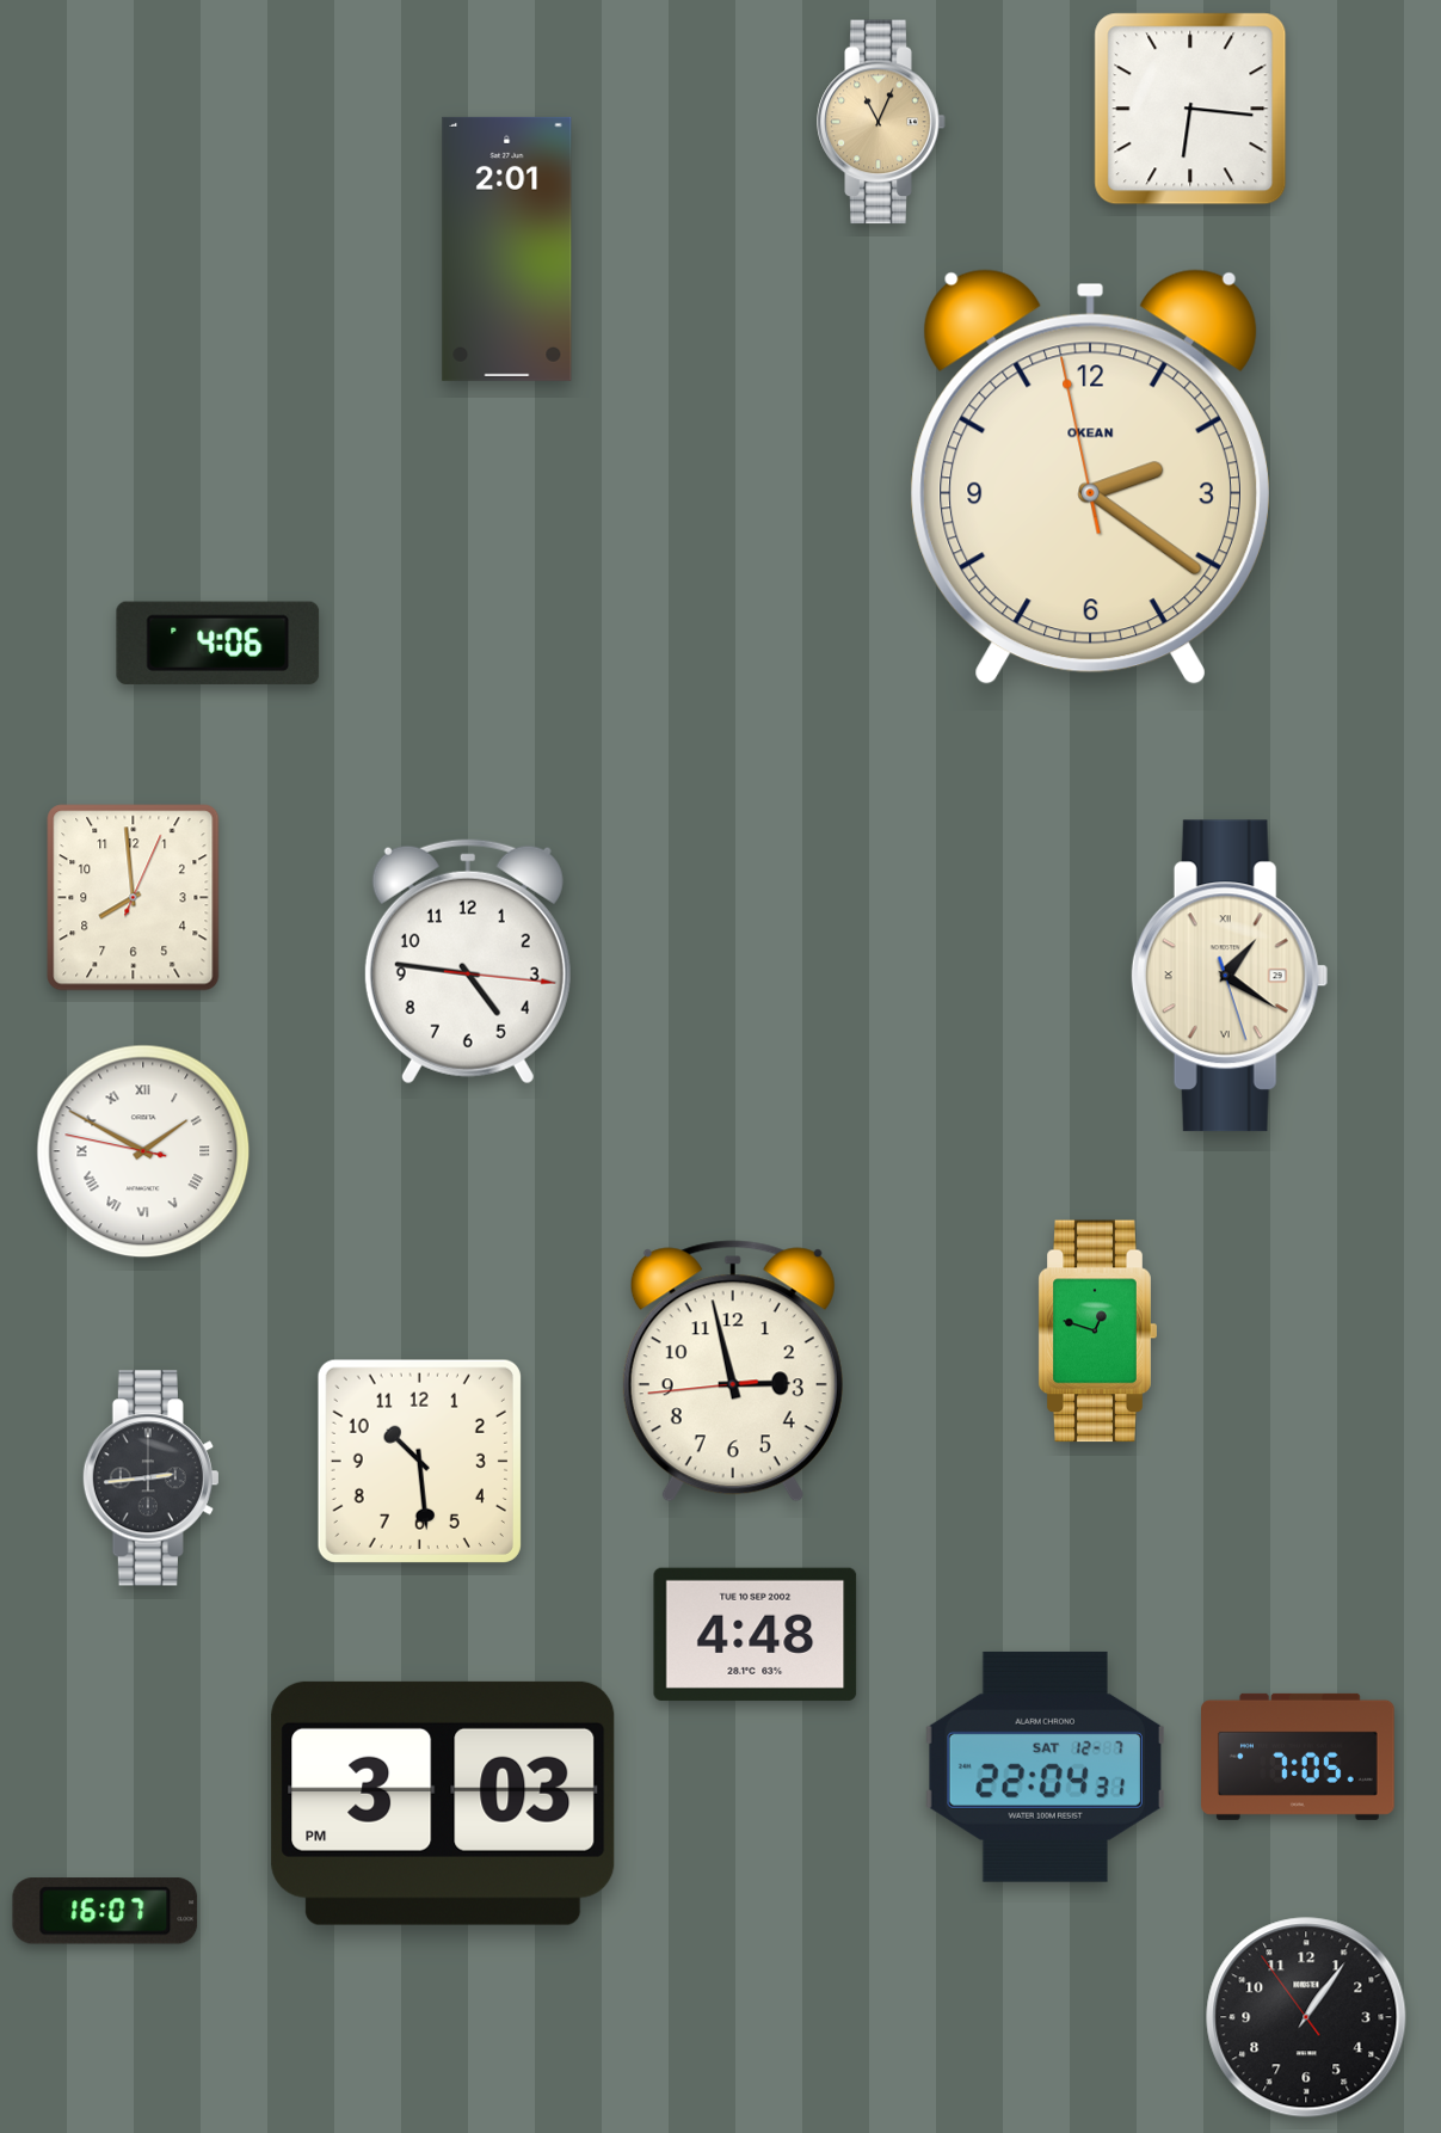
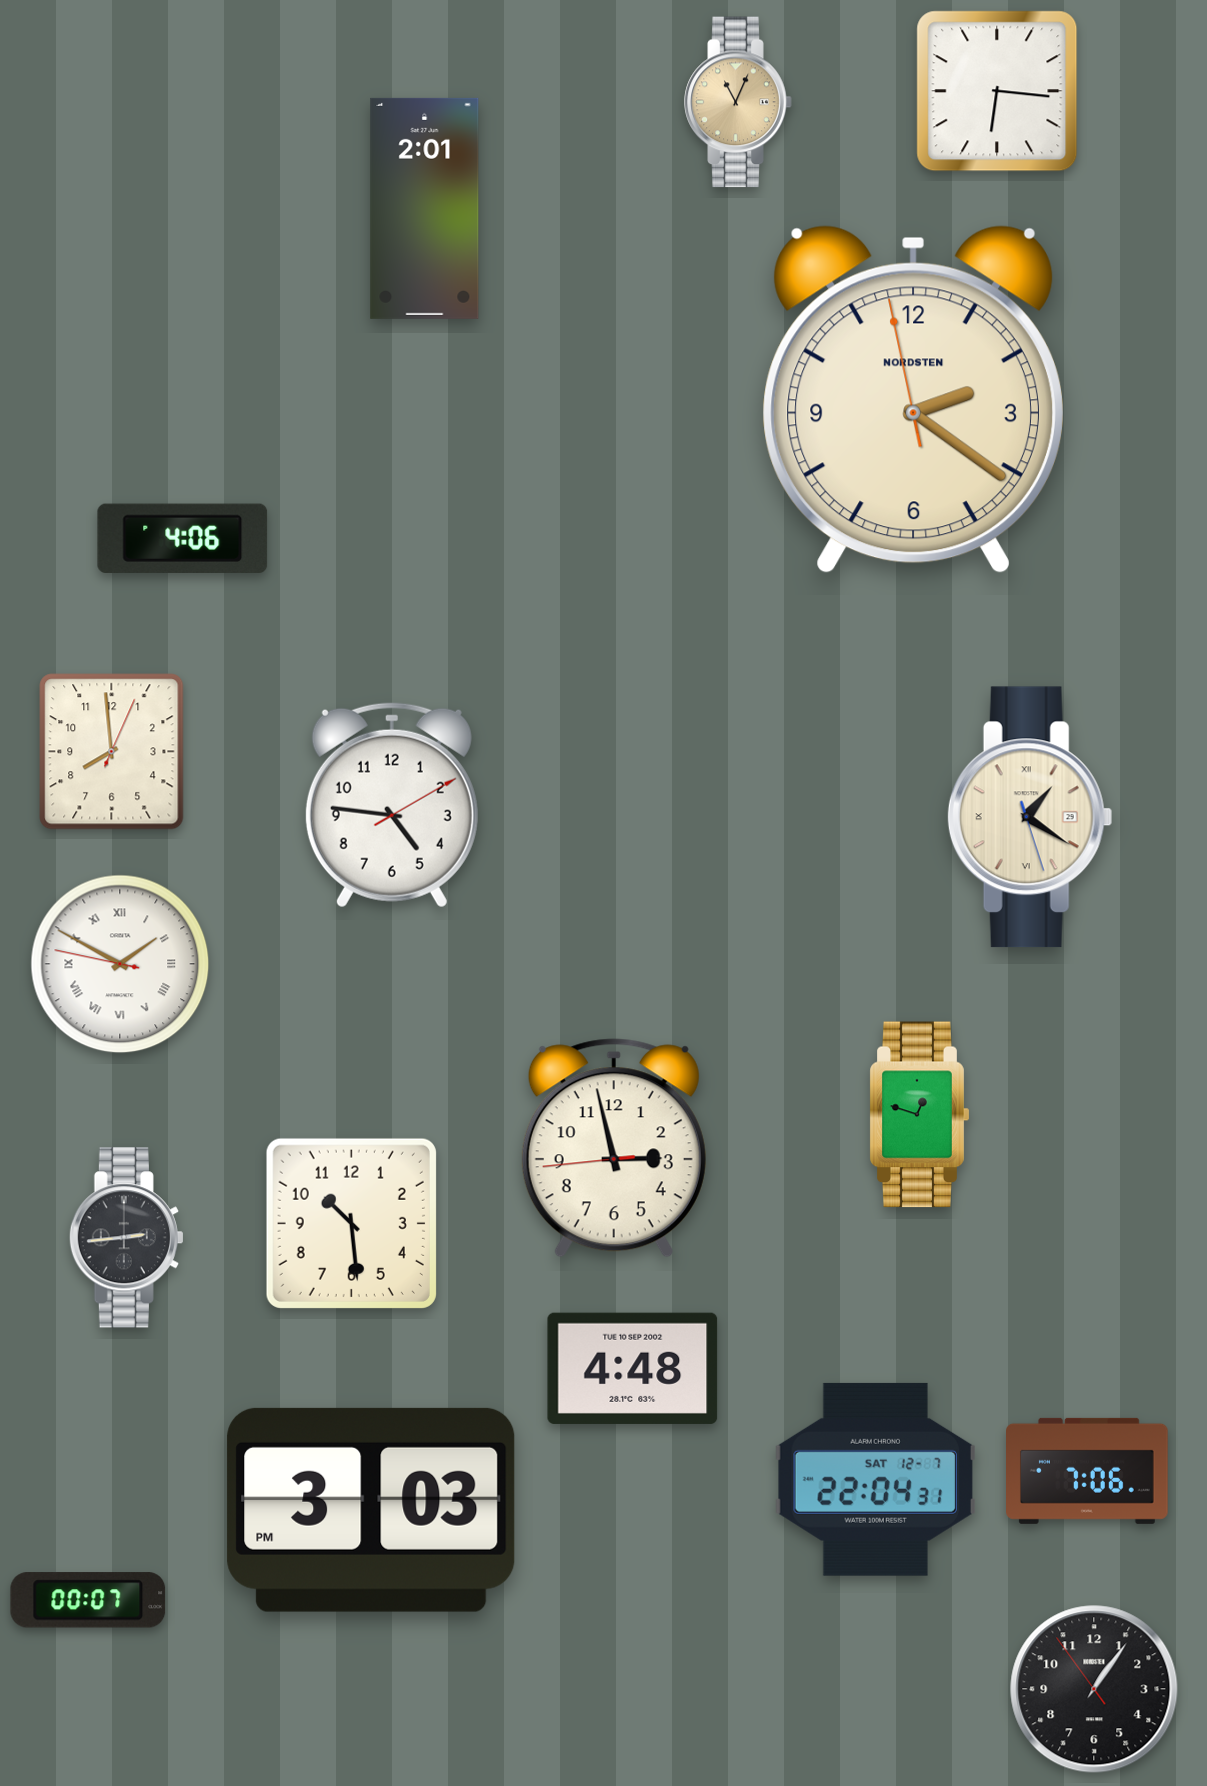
clock at (1090, 478) brand: OKEAN -> NORDSTEN
clock at (468, 961): 4:46:16 -> 4:46:10
clock at (1299, 1757): 7:05 -> 7:06
clock at (105, 1911): 16:07 -> 00:07
